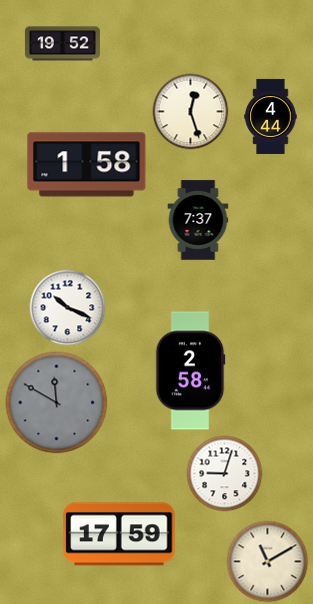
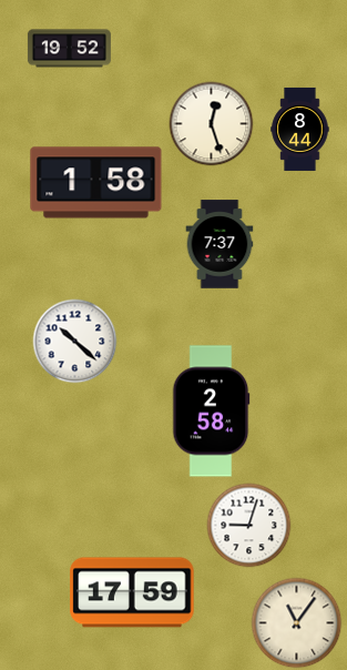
clock at (271, 116): 4:44 -> 8:44
clock at (68, 308): 10:19 -> 10:22
clock at (57, 403): 11:50 -> none
clock at (268, 562): 11:10 -> 11:06
